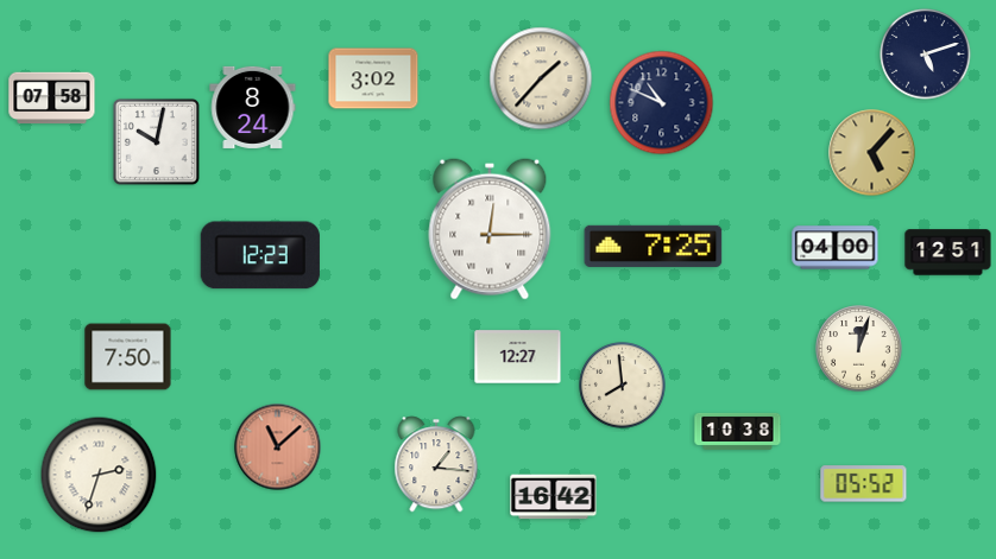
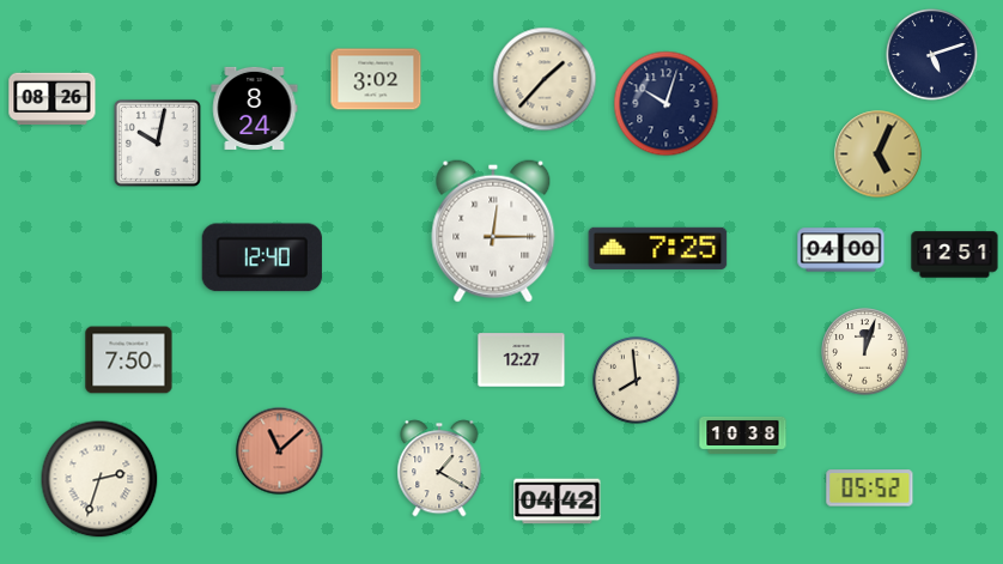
clock at (52, 99): 07:58 -> 08:26
clock at (662, 103): 10:49 -> 10:03
clock at (872, 153): 5:07 -> 5:04
clock at (260, 255): 12:23 -> 12:40
clock at (623, 386) position: (623, 386) -> (637, 381)
clock at (436, 464): 1:16 -> 1:20
clock at (554, 497): 16:42 -> 04:42
